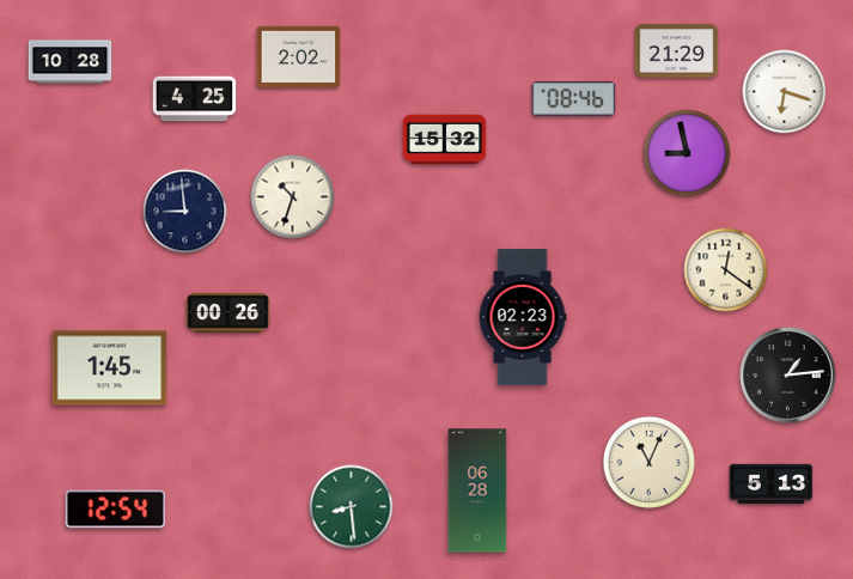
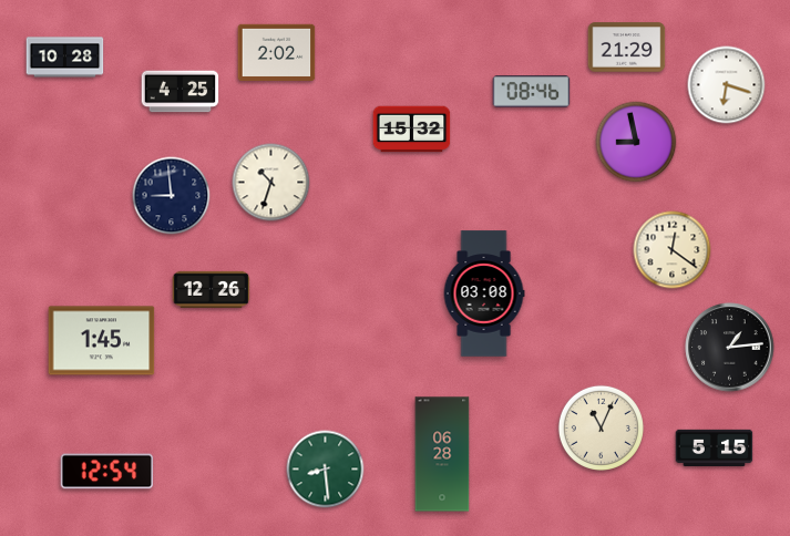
clock at (229, 312): 00:26 -> 12:26
clock at (523, 317): 02:23 -> 03:08
clock at (772, 484): 5:13 -> 5:15
